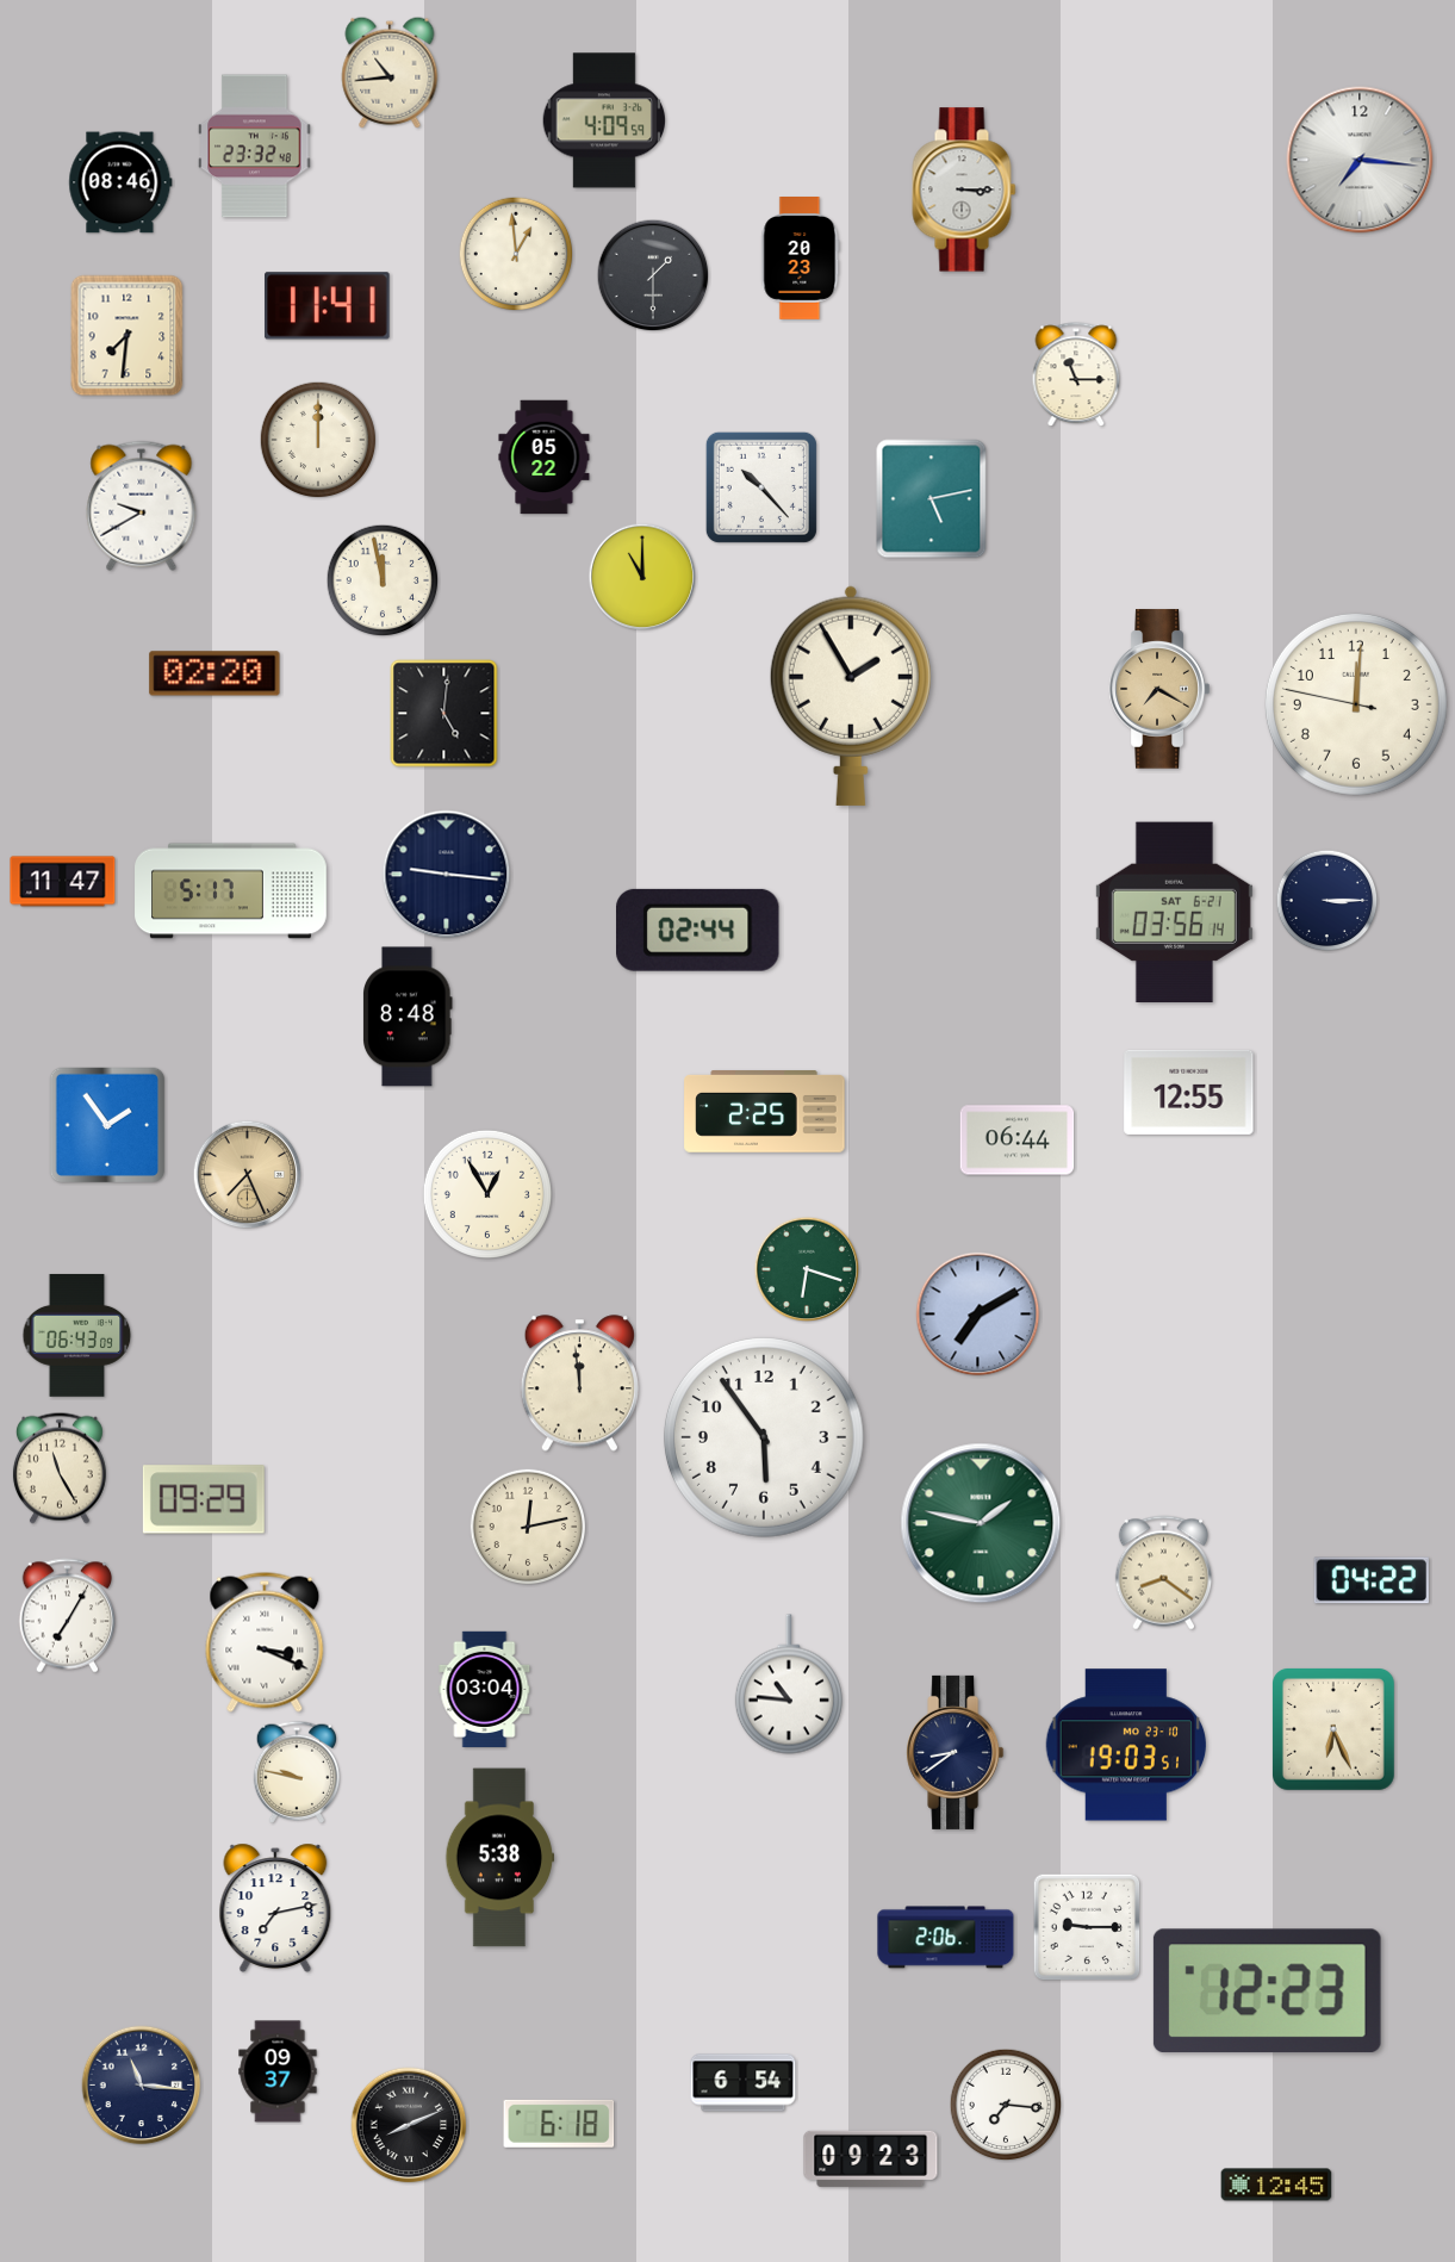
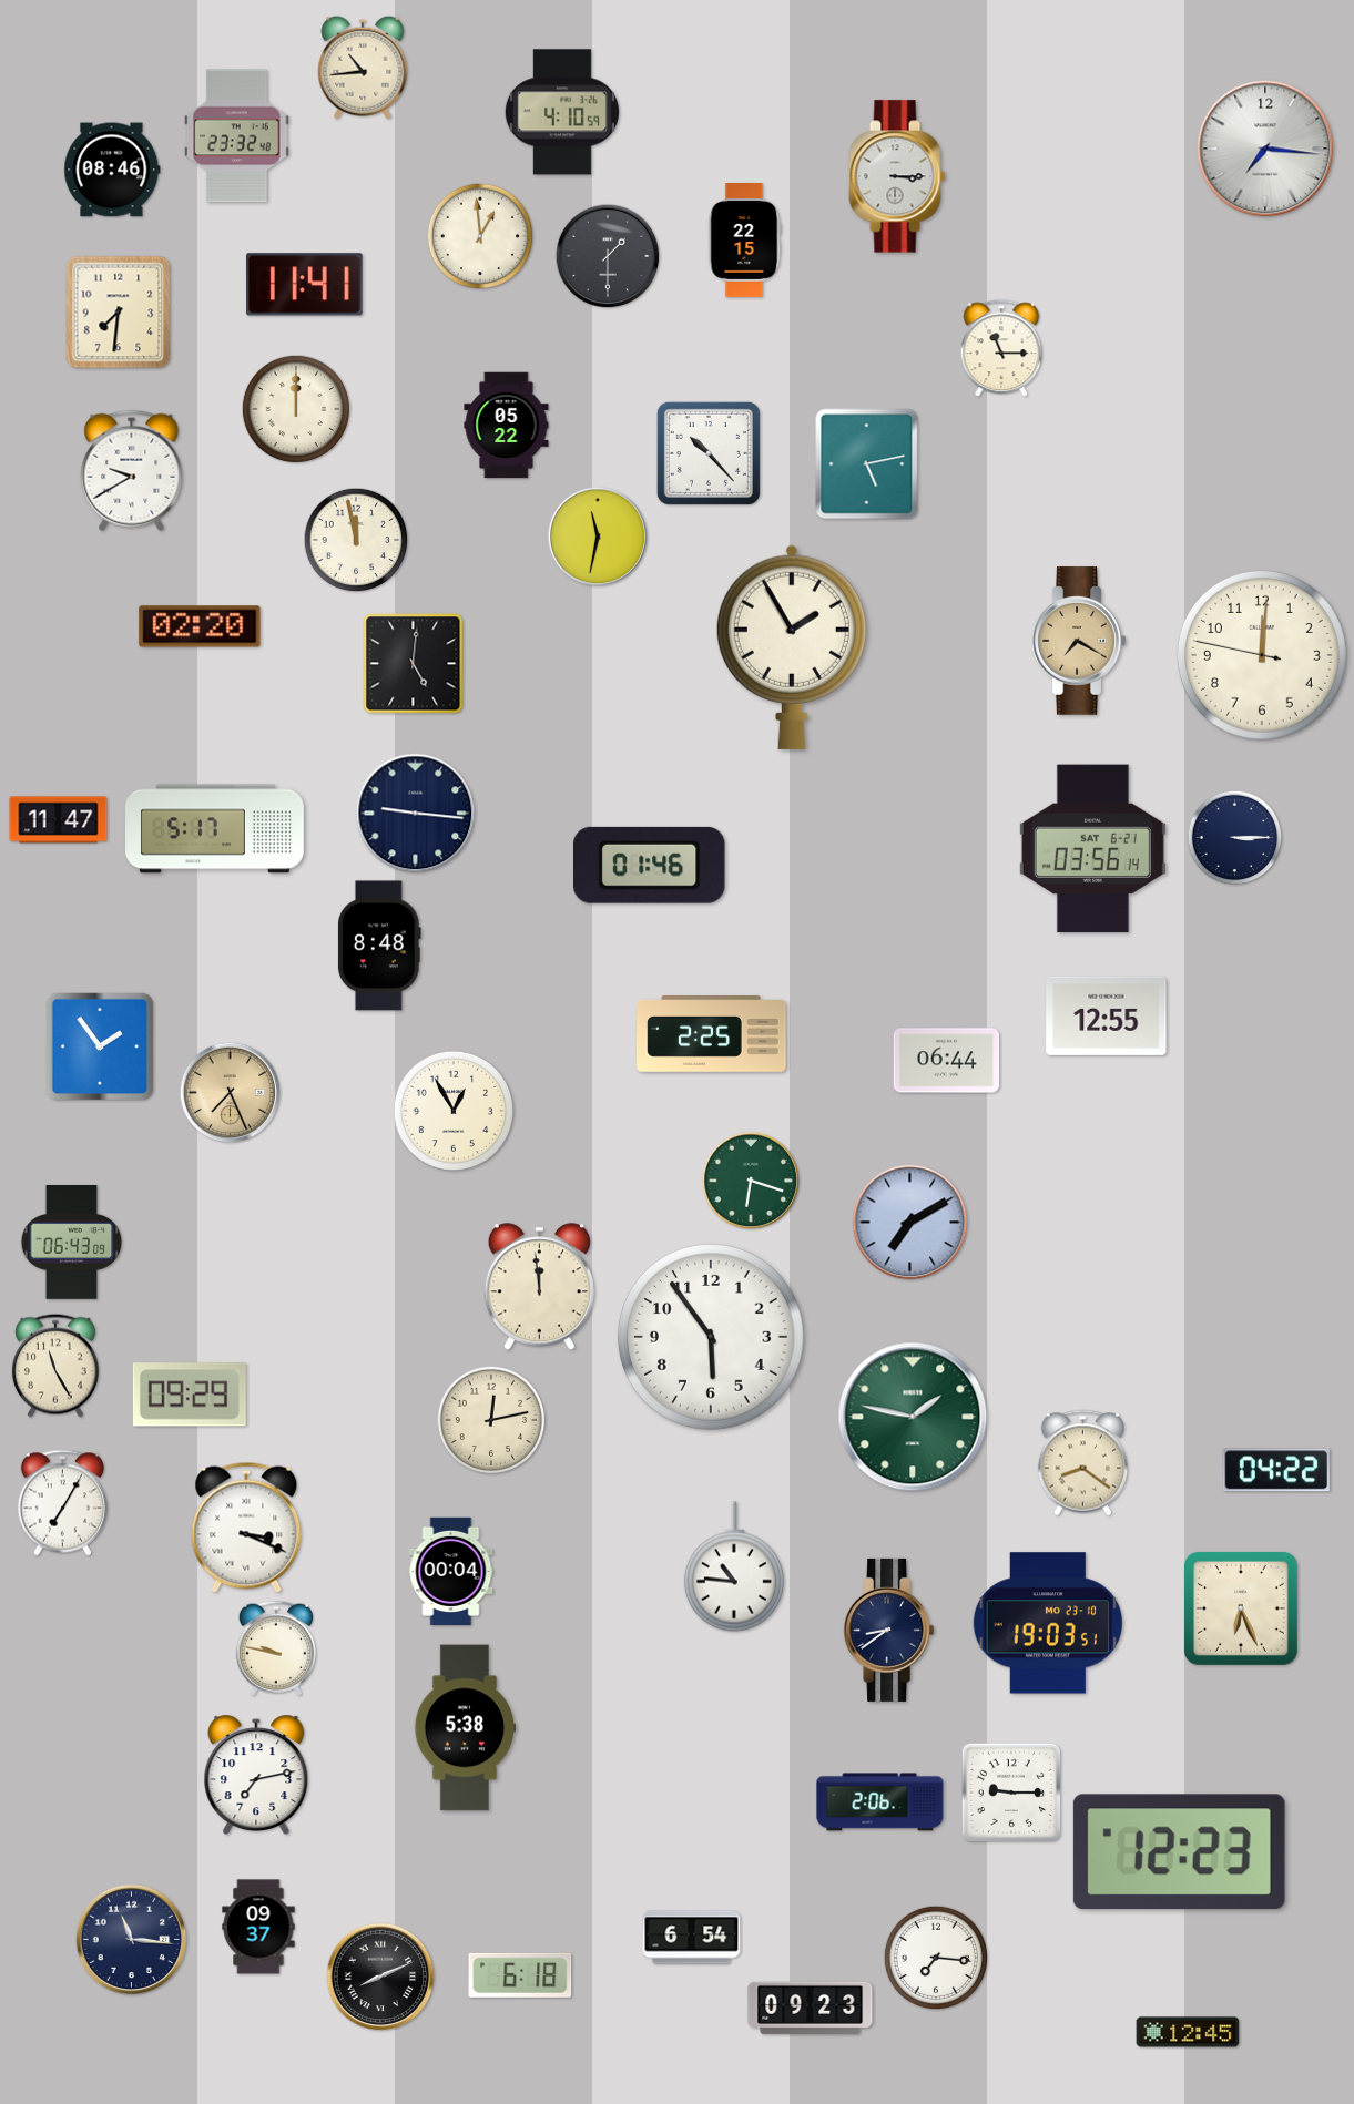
clock at (603, 120): 4:09 -> 4:10
clock at (801, 259): 20:23 -> 22:15
clock at (642, 577): 11:00 -> 11:32
clock at (698, 930): 02:44 -> 01:46
clock at (485, 1690): 03:04 -> 00:04
